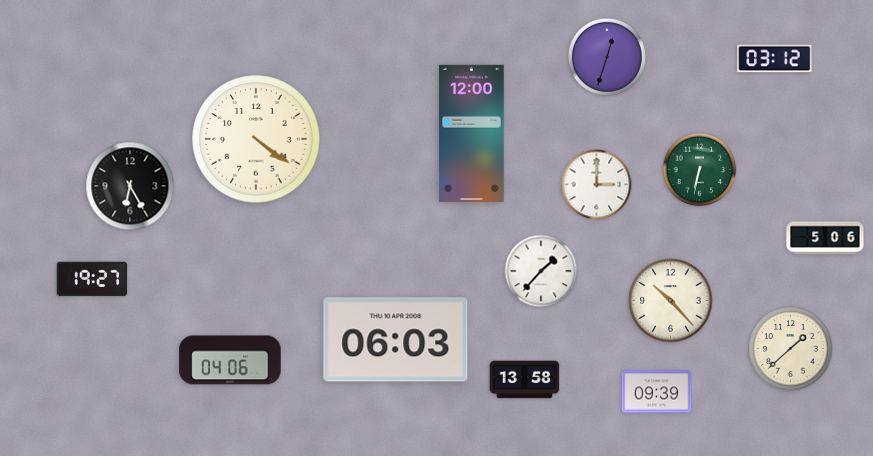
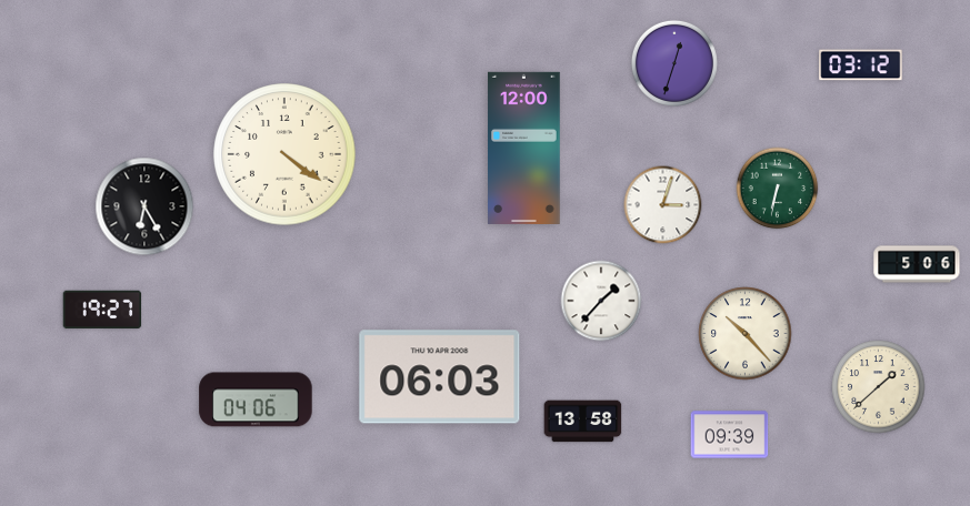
clock at (597, 185): 3:00 -> 3:03
